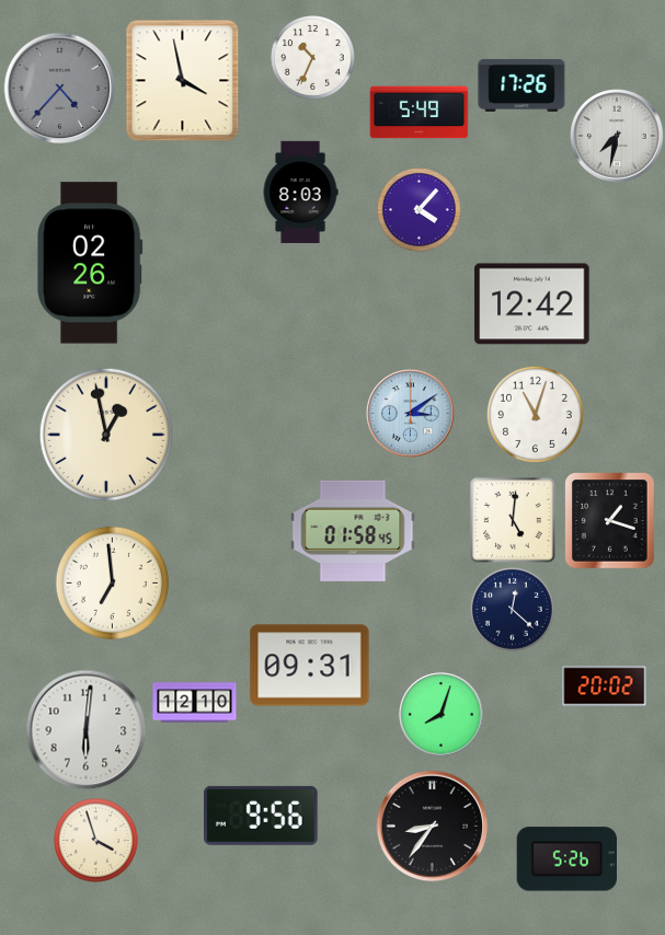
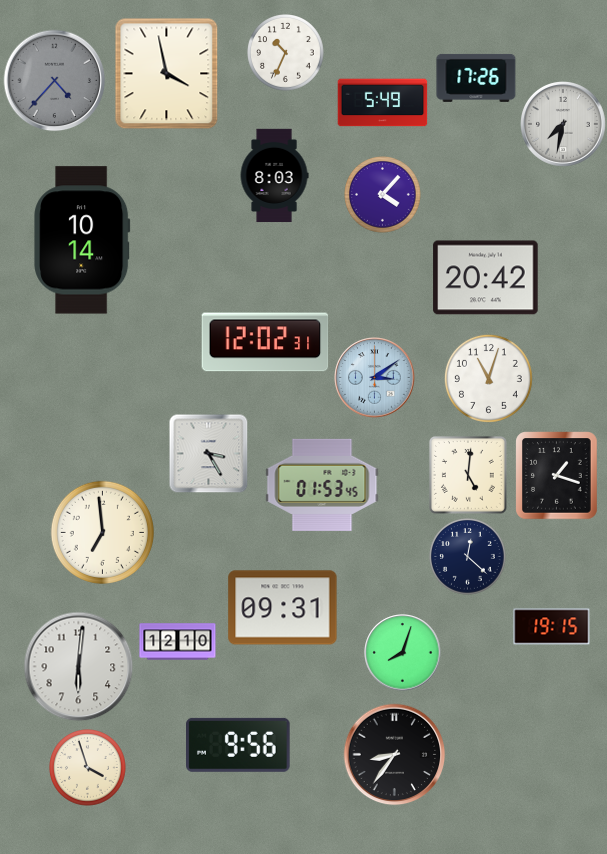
clock at (420, 210) position: (420, 210) -> (383, 195)
clock at (90, 263): 02:26 -> 10:14
clock at (532, 304): 12:42 -> 20:42
clock at (265, 342): none -> 12:02
clock at (106, 435): 12:58 -> none
clock at (208, 453): none -> 3:25
clock at (353, 531): 01:58 -> 01:53
clock at (605, 686): 20:02 -> 19:15
clock at (566, 859): 5:26 -> none
